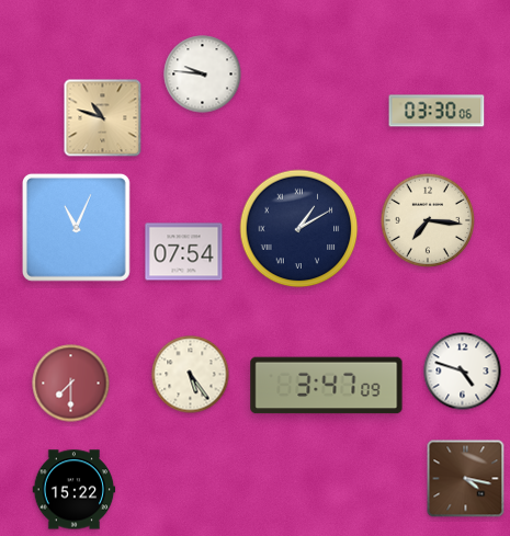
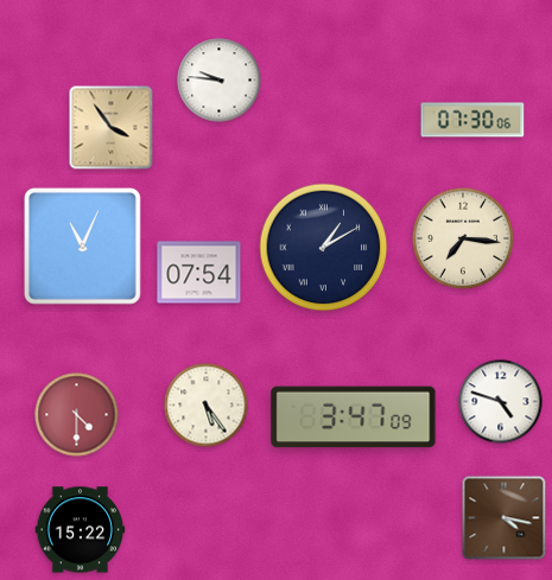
clock at (437, 111): 03:30 -> 07:30
clock at (103, 118): 10:48 -> 3:54
clock at (71, 384): 7:30 -> 4:30
